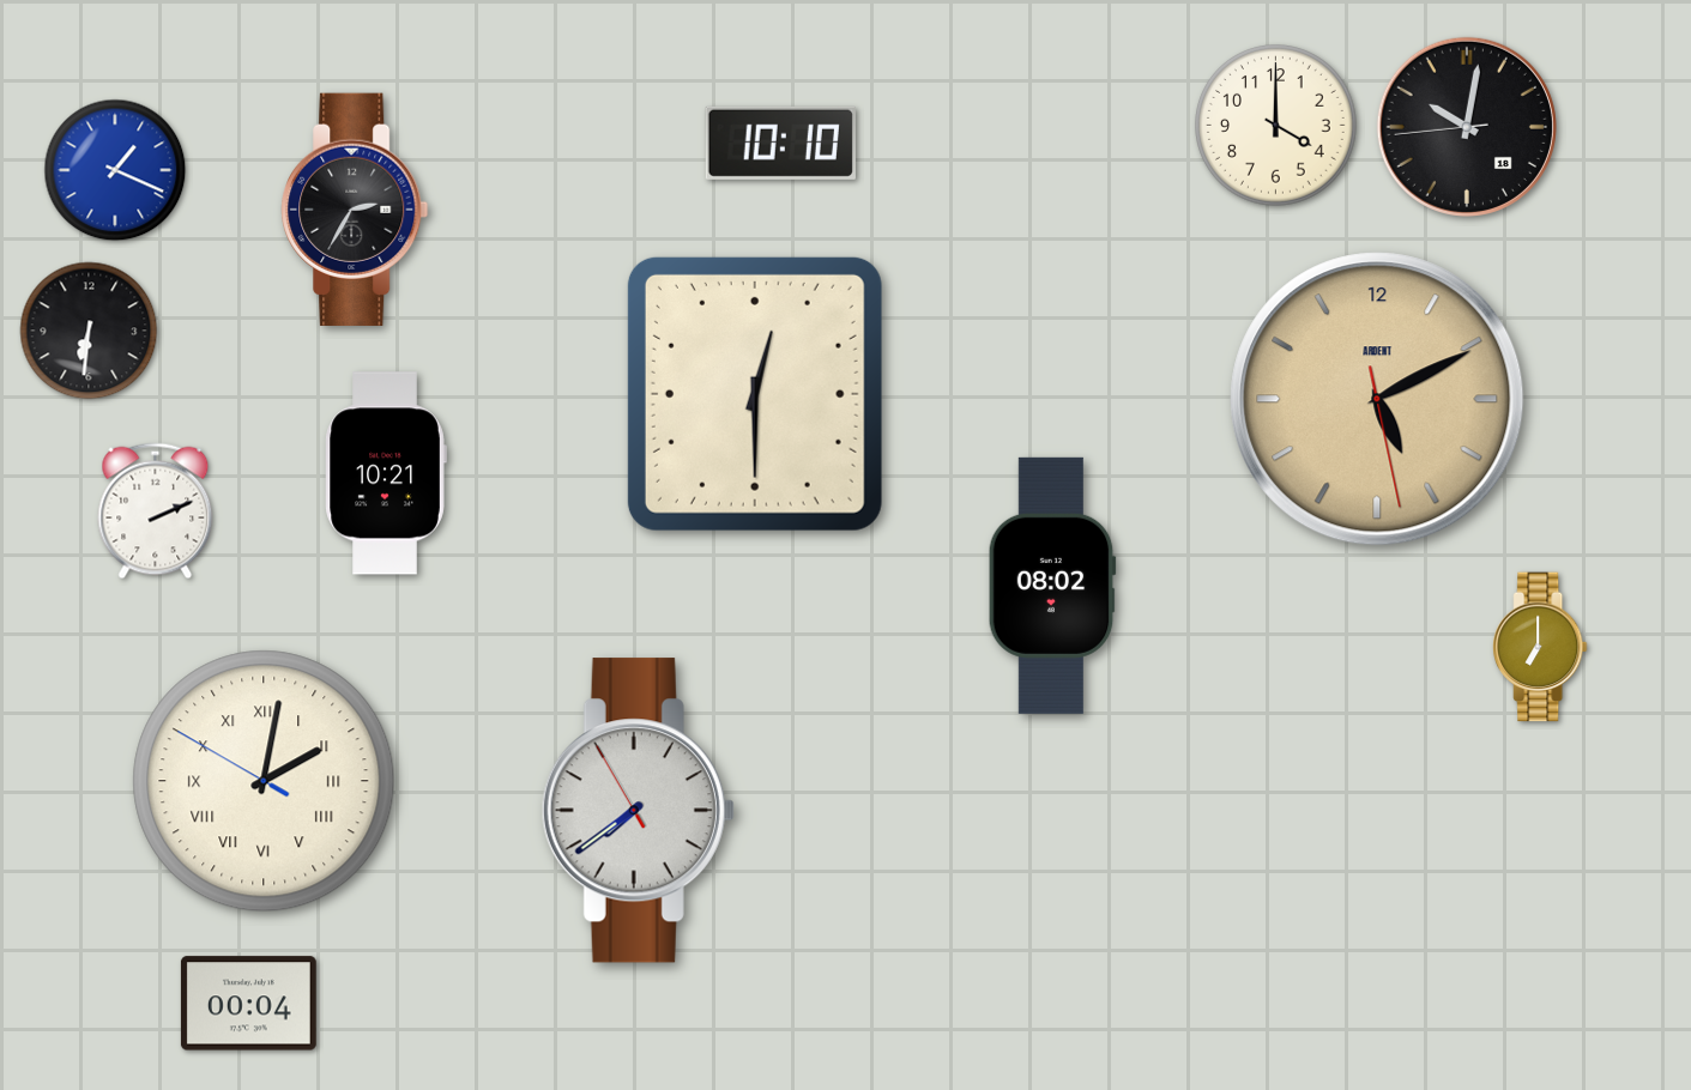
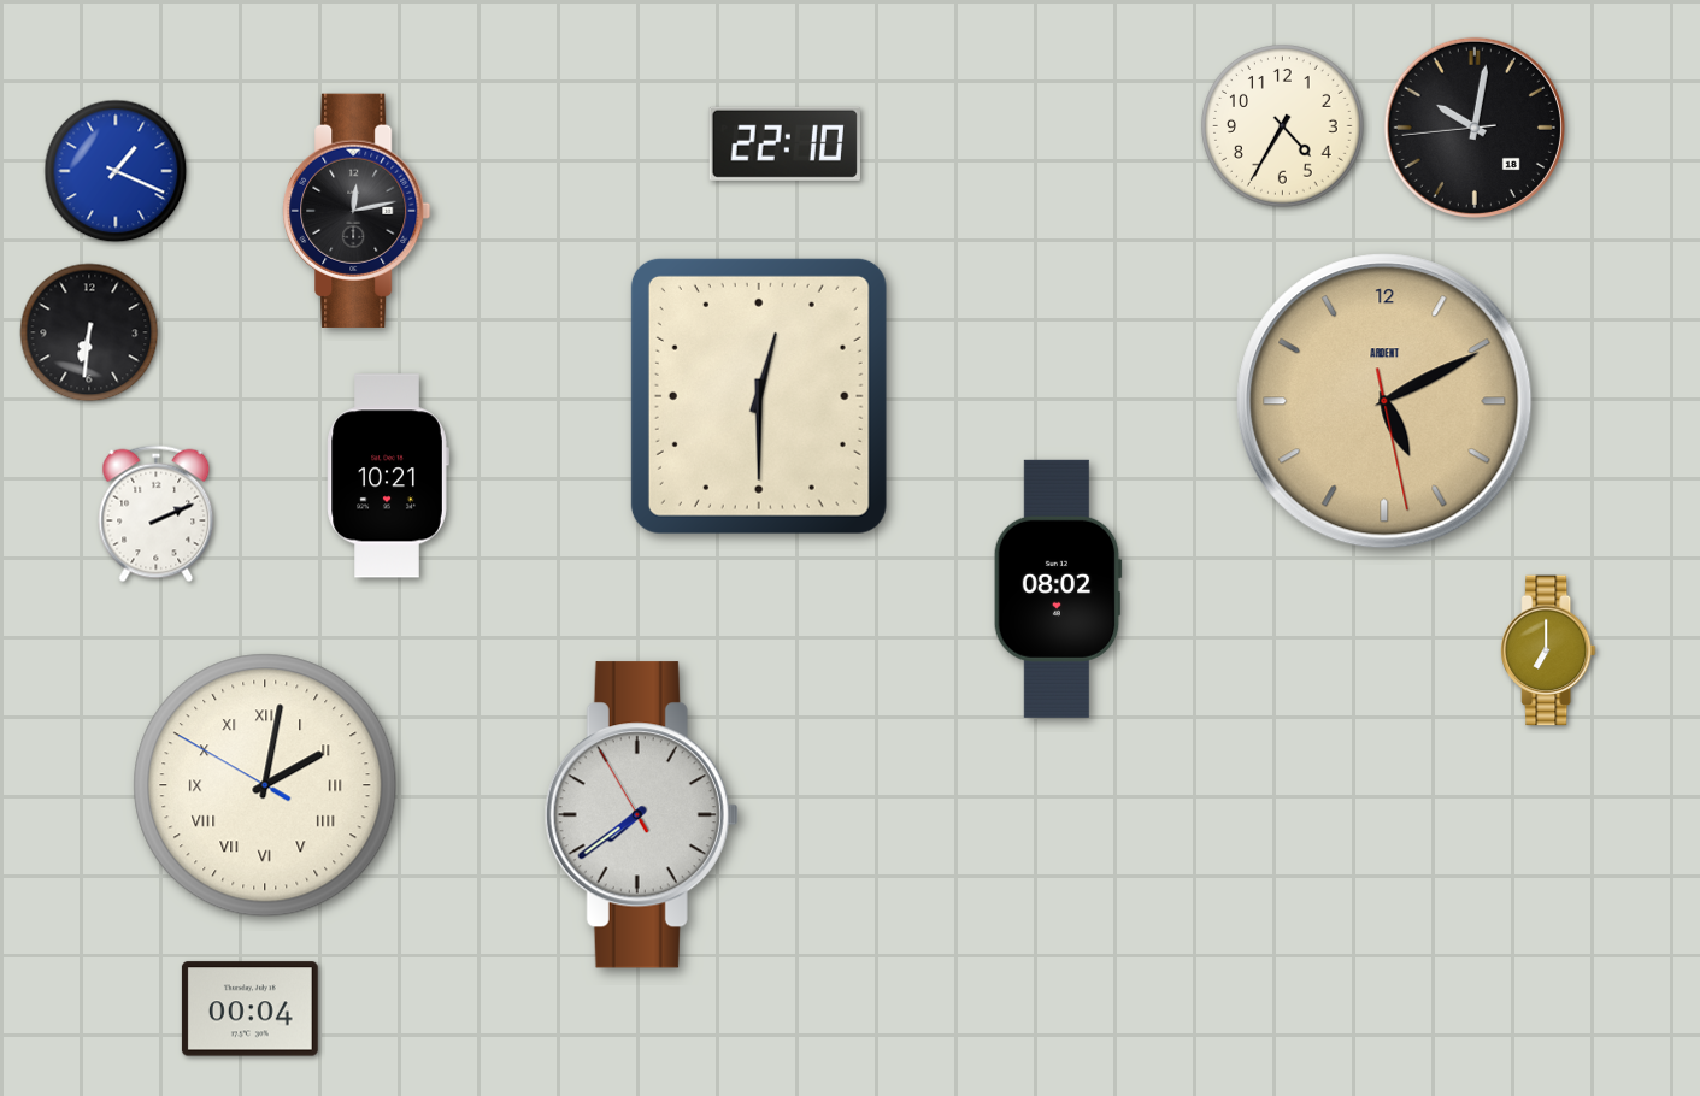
clock at (1276, 126): 4:00 -> 4:35
clock at (780, 143): 10:10 -> 22:10
clock at (355, 210): 2:35 -> 12:13
